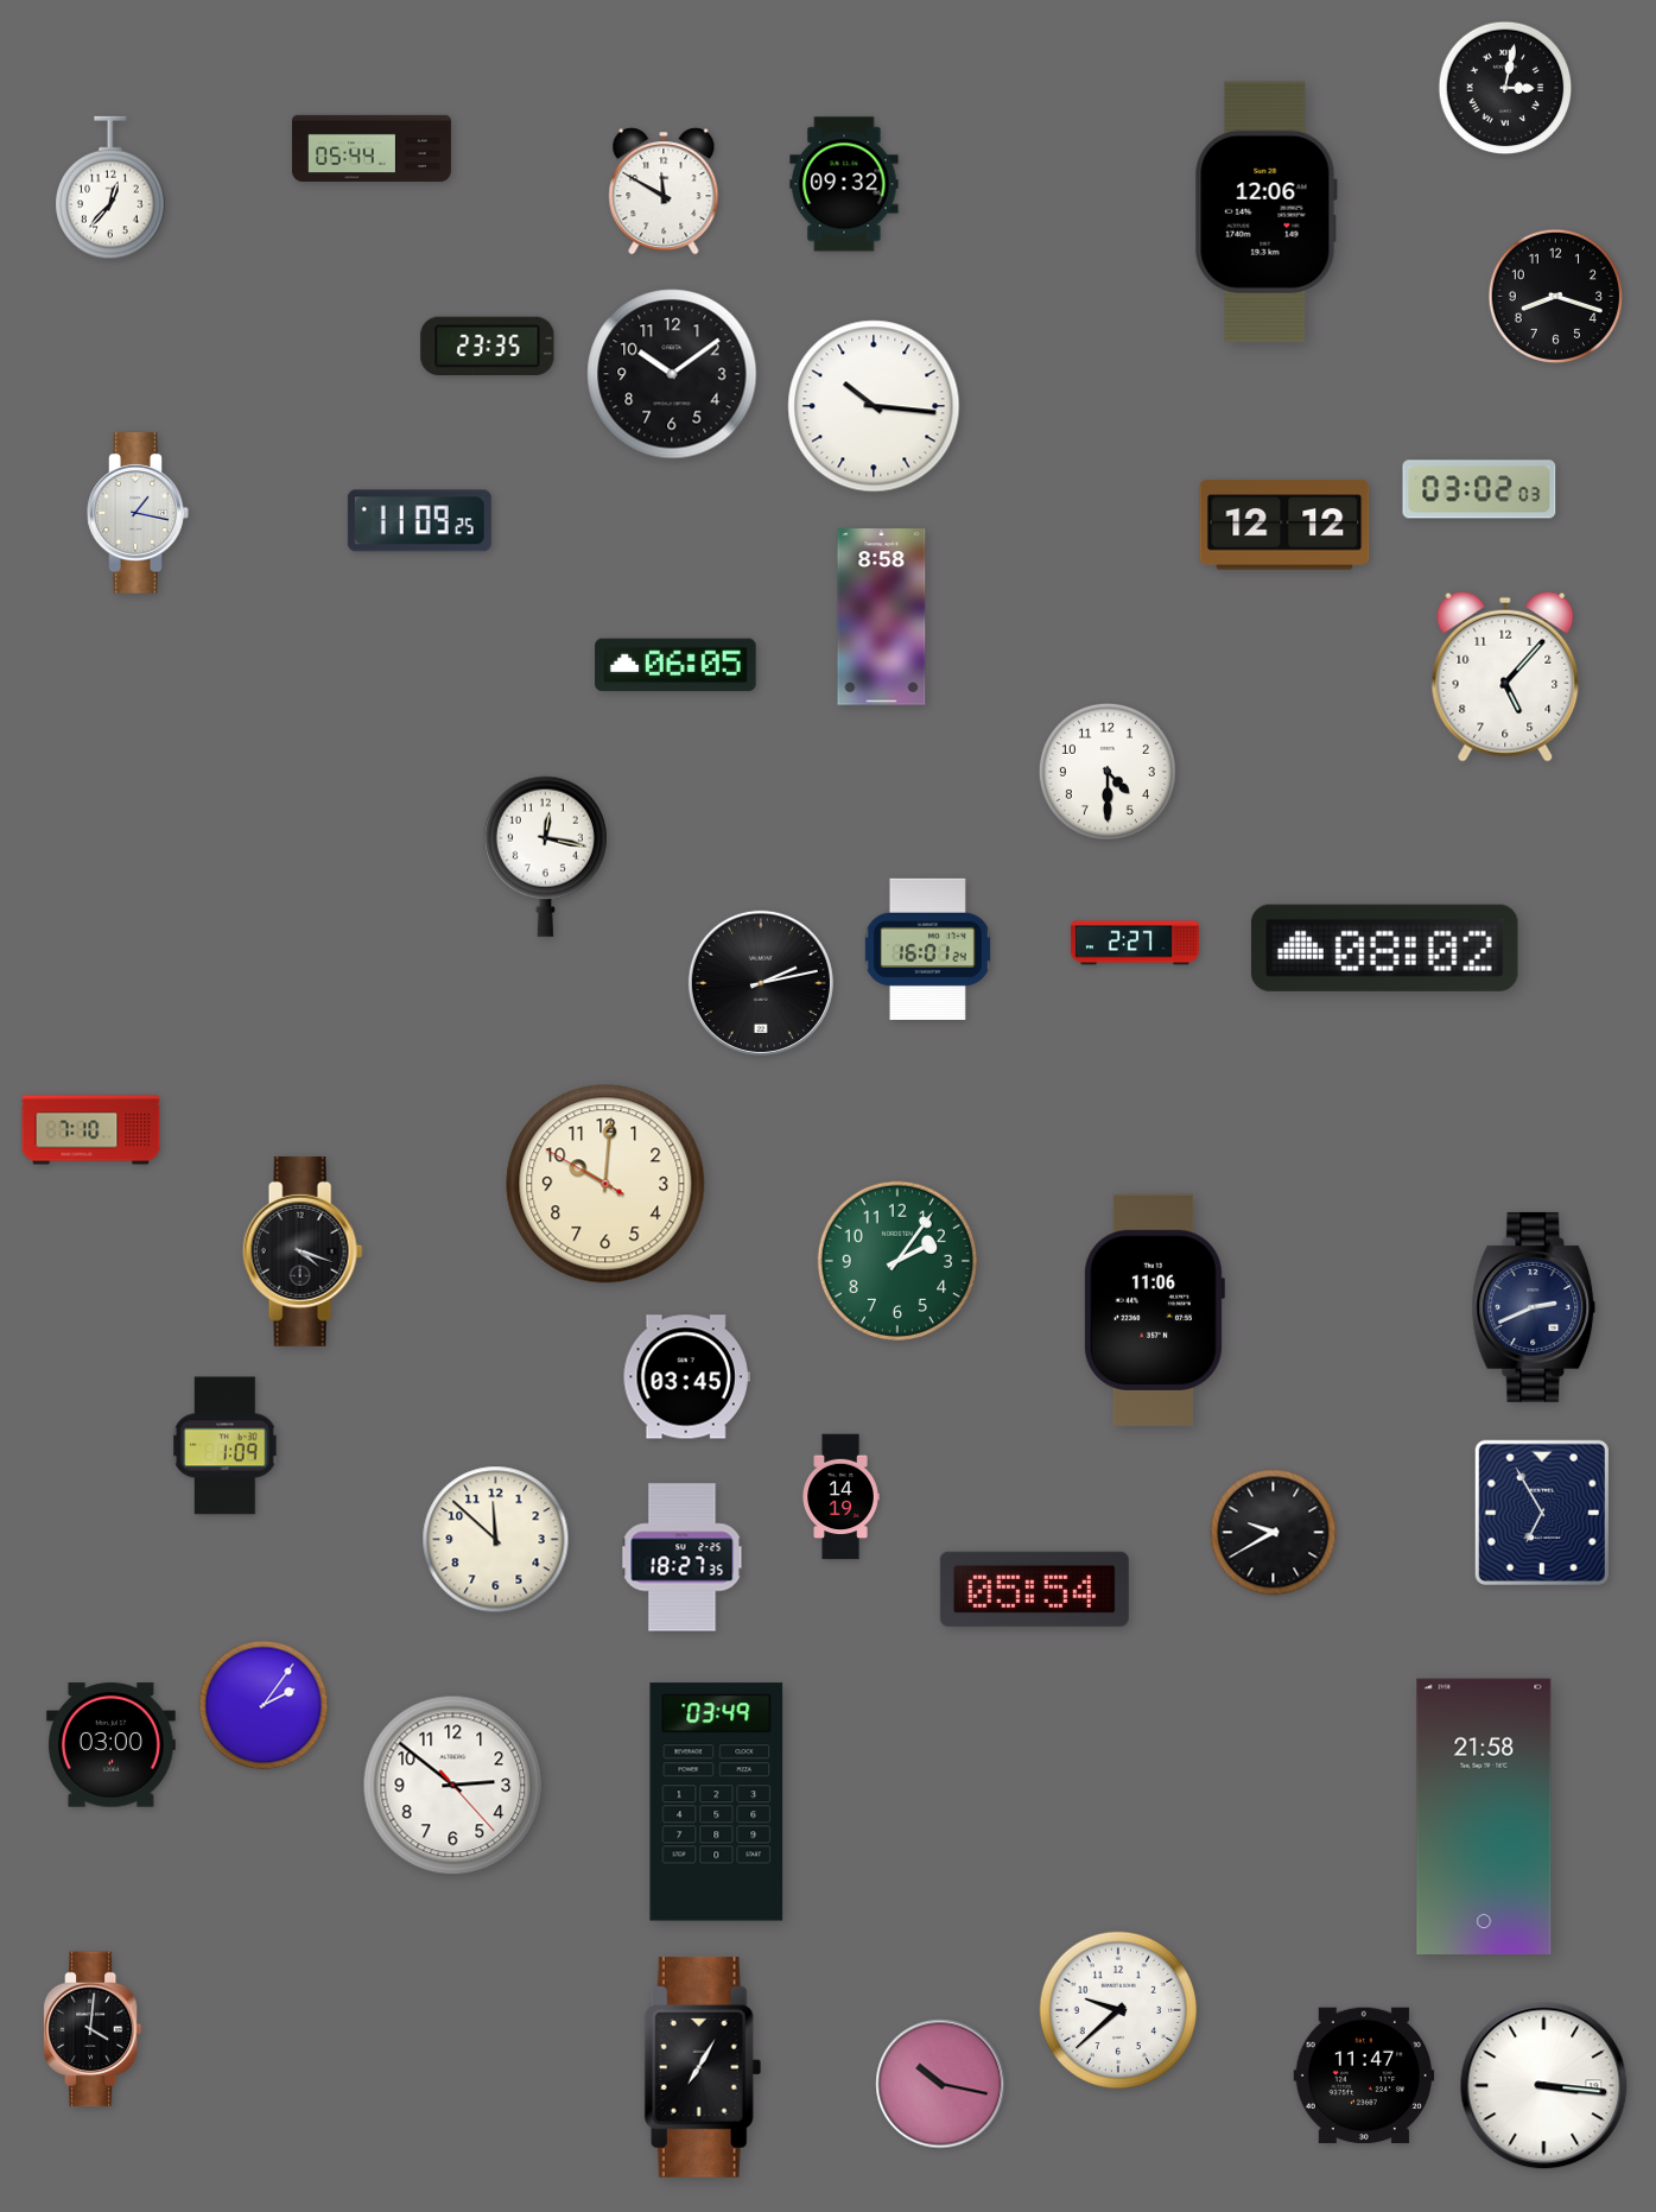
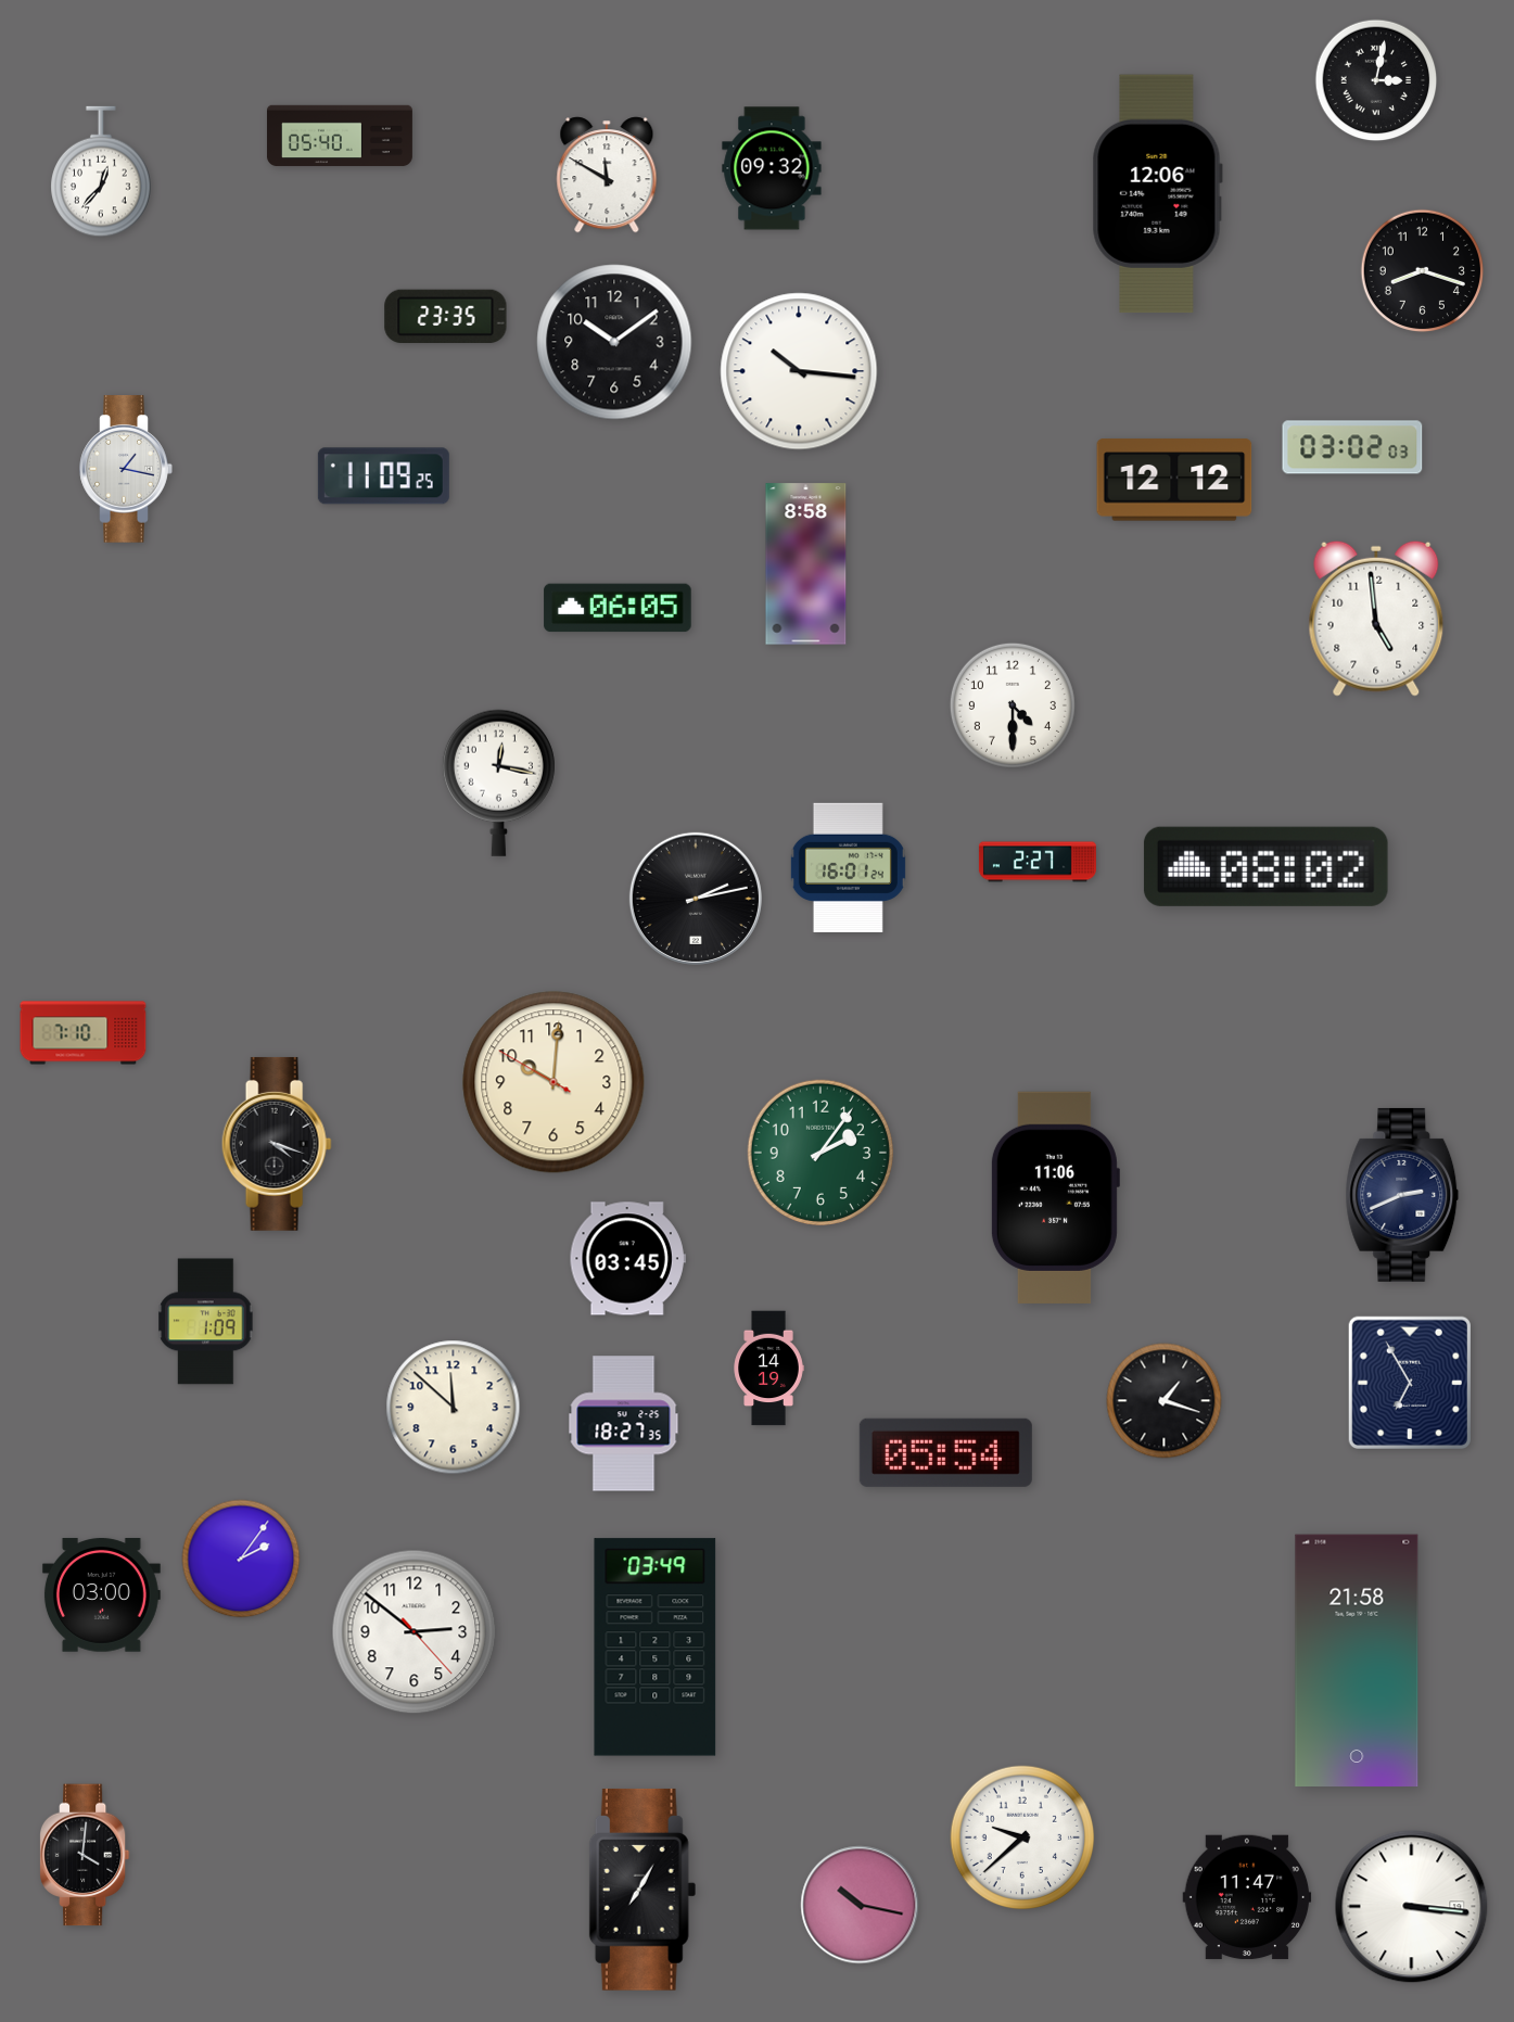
clock at (372, 148): 05:44 -> 05:40
clock at (1505, 677): 5:07 -> 4:59
clock at (1274, 1533): 9:40 -> 1:18
